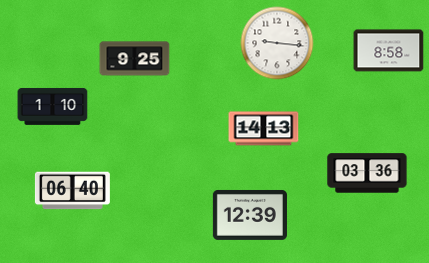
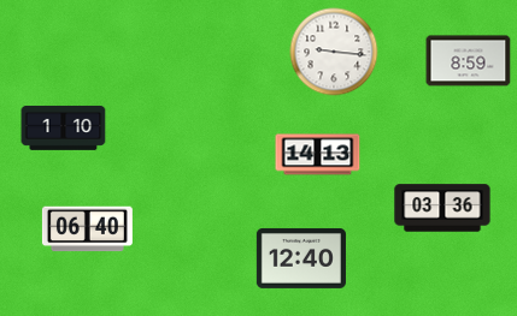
clock at (389, 51): 8:58 -> 8:59
clock at (135, 59): 9:25 -> none
clock at (250, 215): 12:39 -> 12:40
